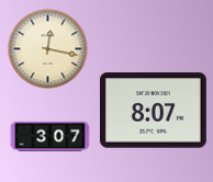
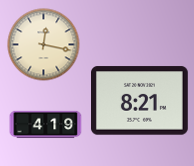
clock at (154, 111): 8:07 -> 8:21
clock at (51, 137): 3:07 -> 4:19
